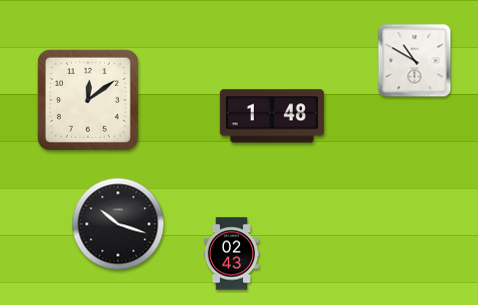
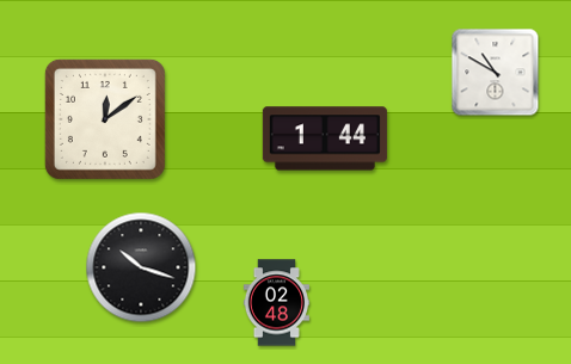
clock at (272, 116): 1:48 -> 1:44
clock at (231, 254): 02:43 -> 02:48
